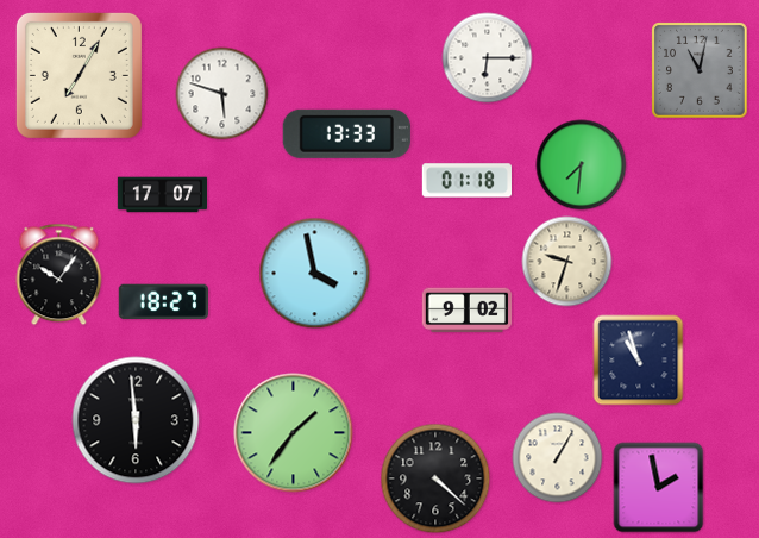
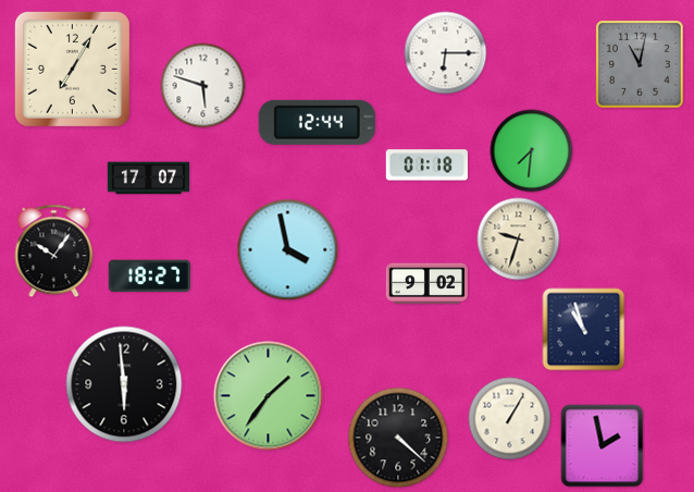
clock at (346, 133): 13:33 -> 12:44
